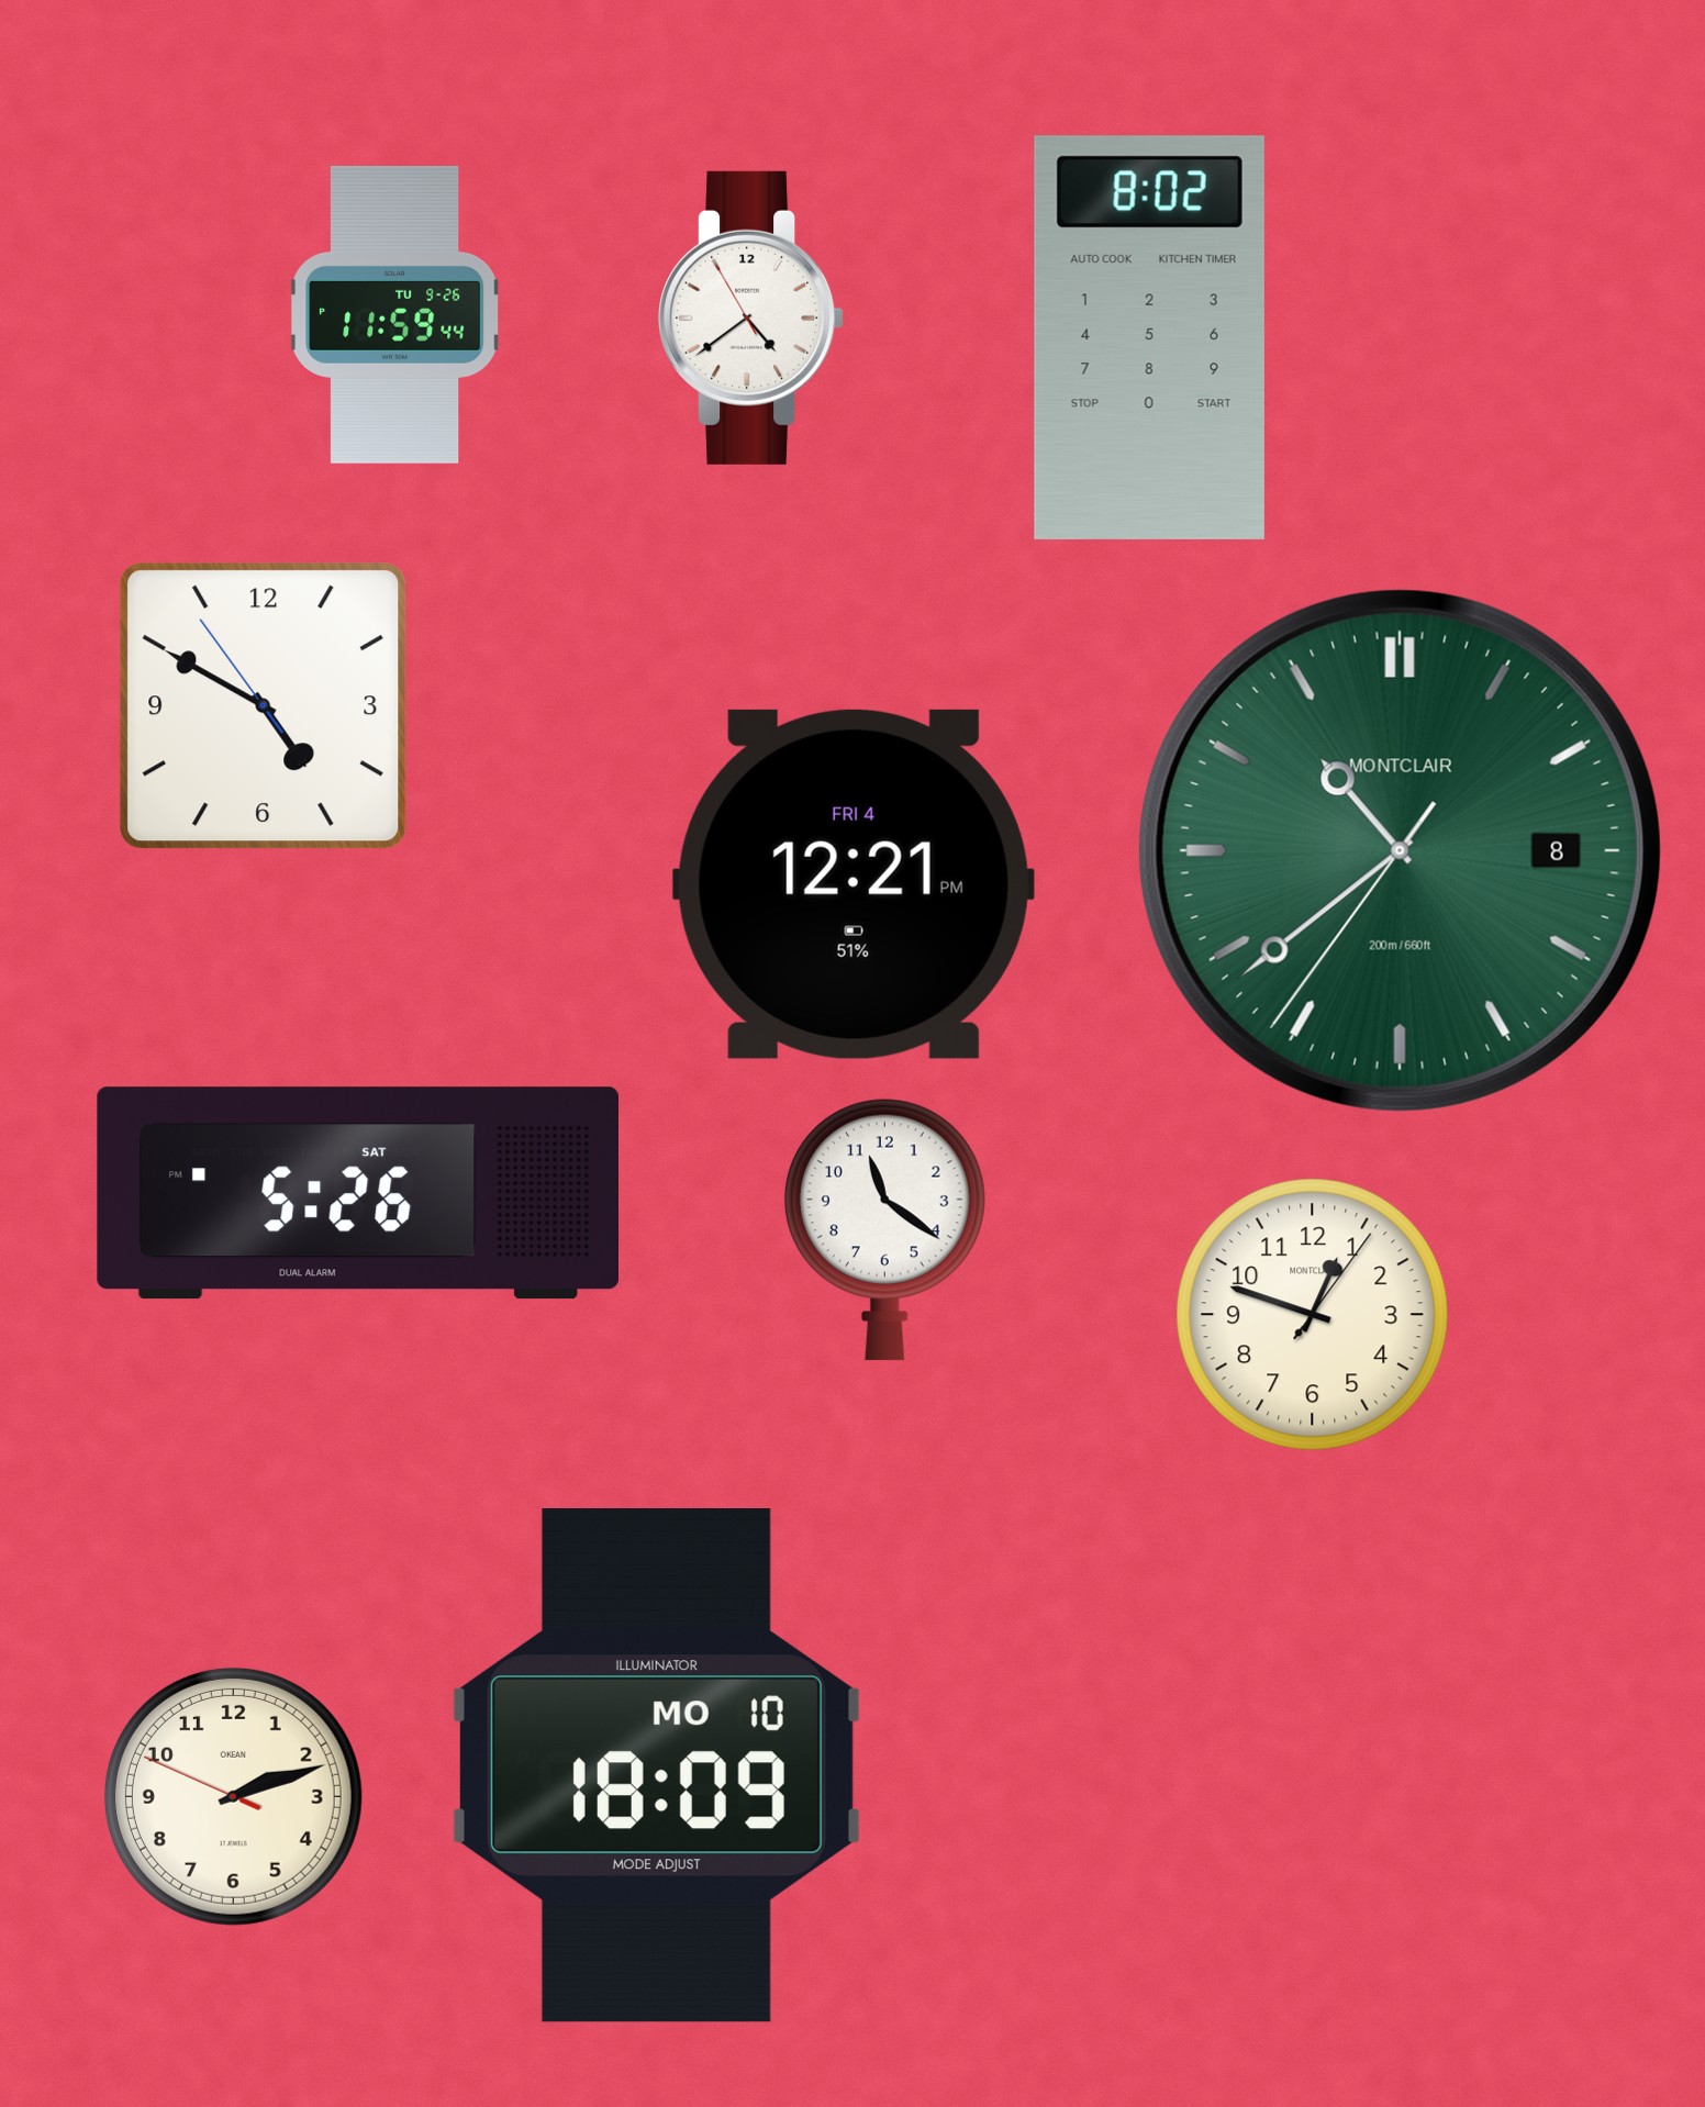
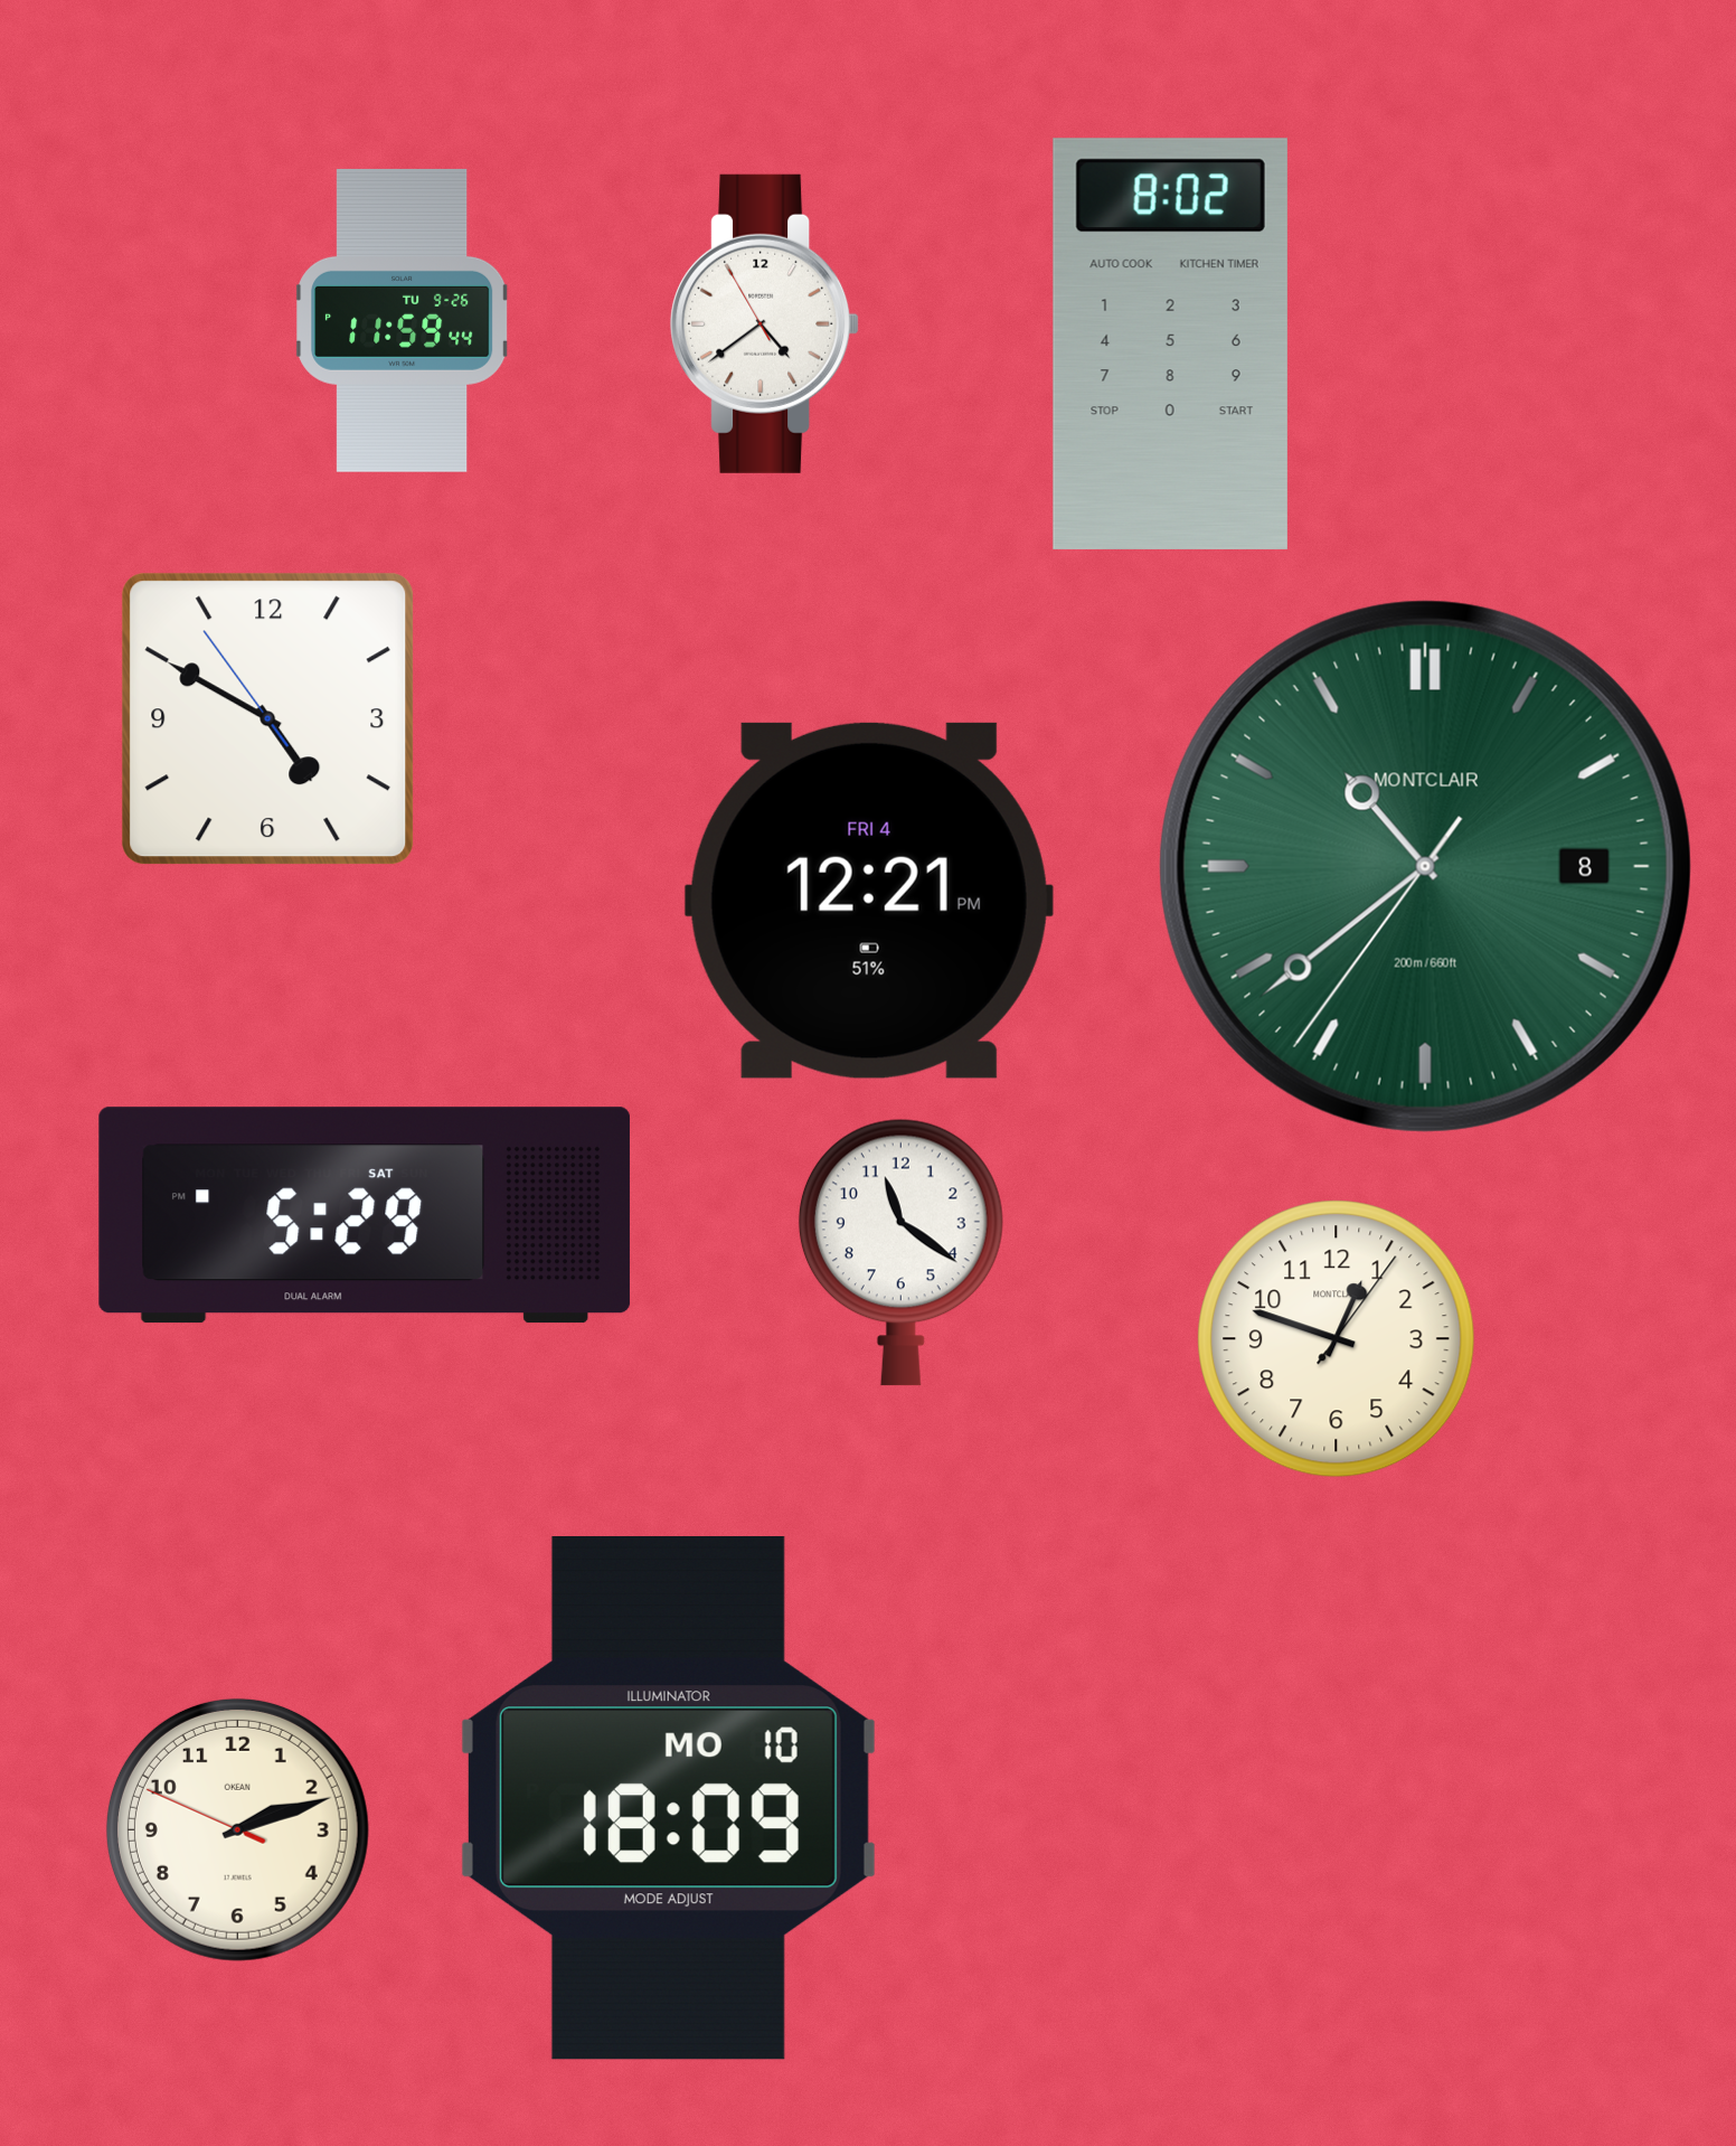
clock at (358, 1193): 5:26 -> 5:29
